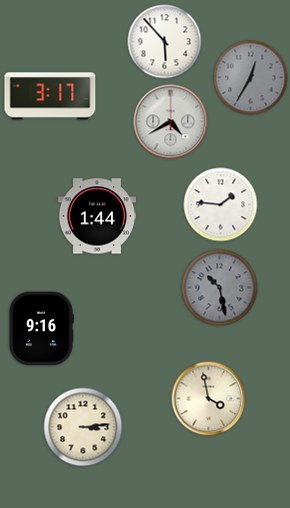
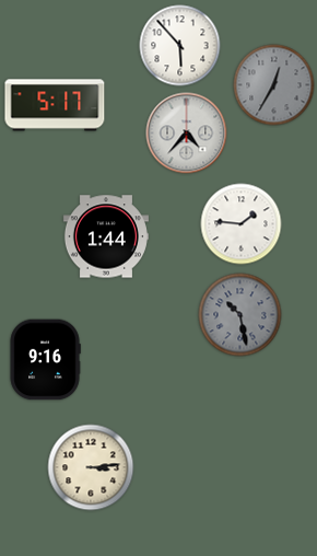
clock at (50, 96): 3:17 -> 5:17
clock at (171, 122): 4:40 -> 4:37
clock at (209, 399): 3:58 -> none
